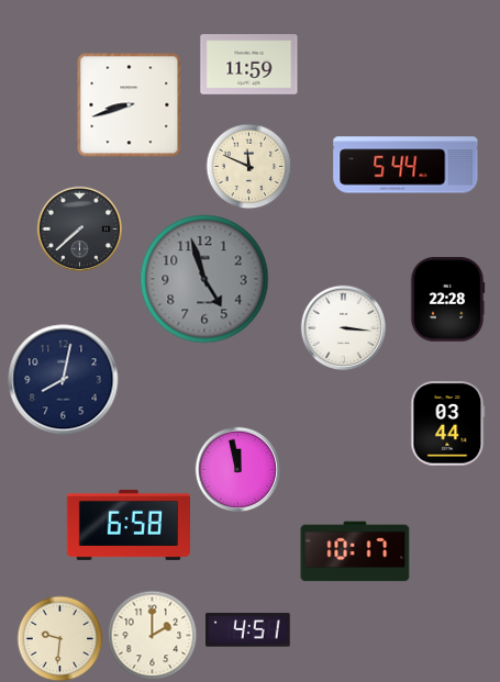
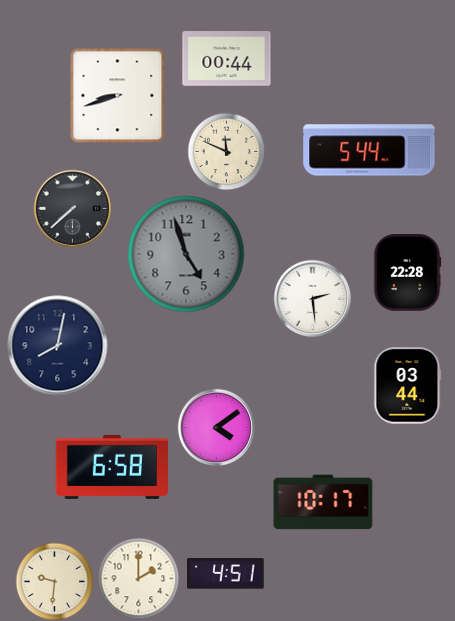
clock at (249, 65): 11:59 -> 00:44
clock at (343, 327): 3:16 -> 2:29
clock at (237, 469): 11:58 -> 4:09
clock at (127, 525) position: (127, 525) -> (111, 467)
